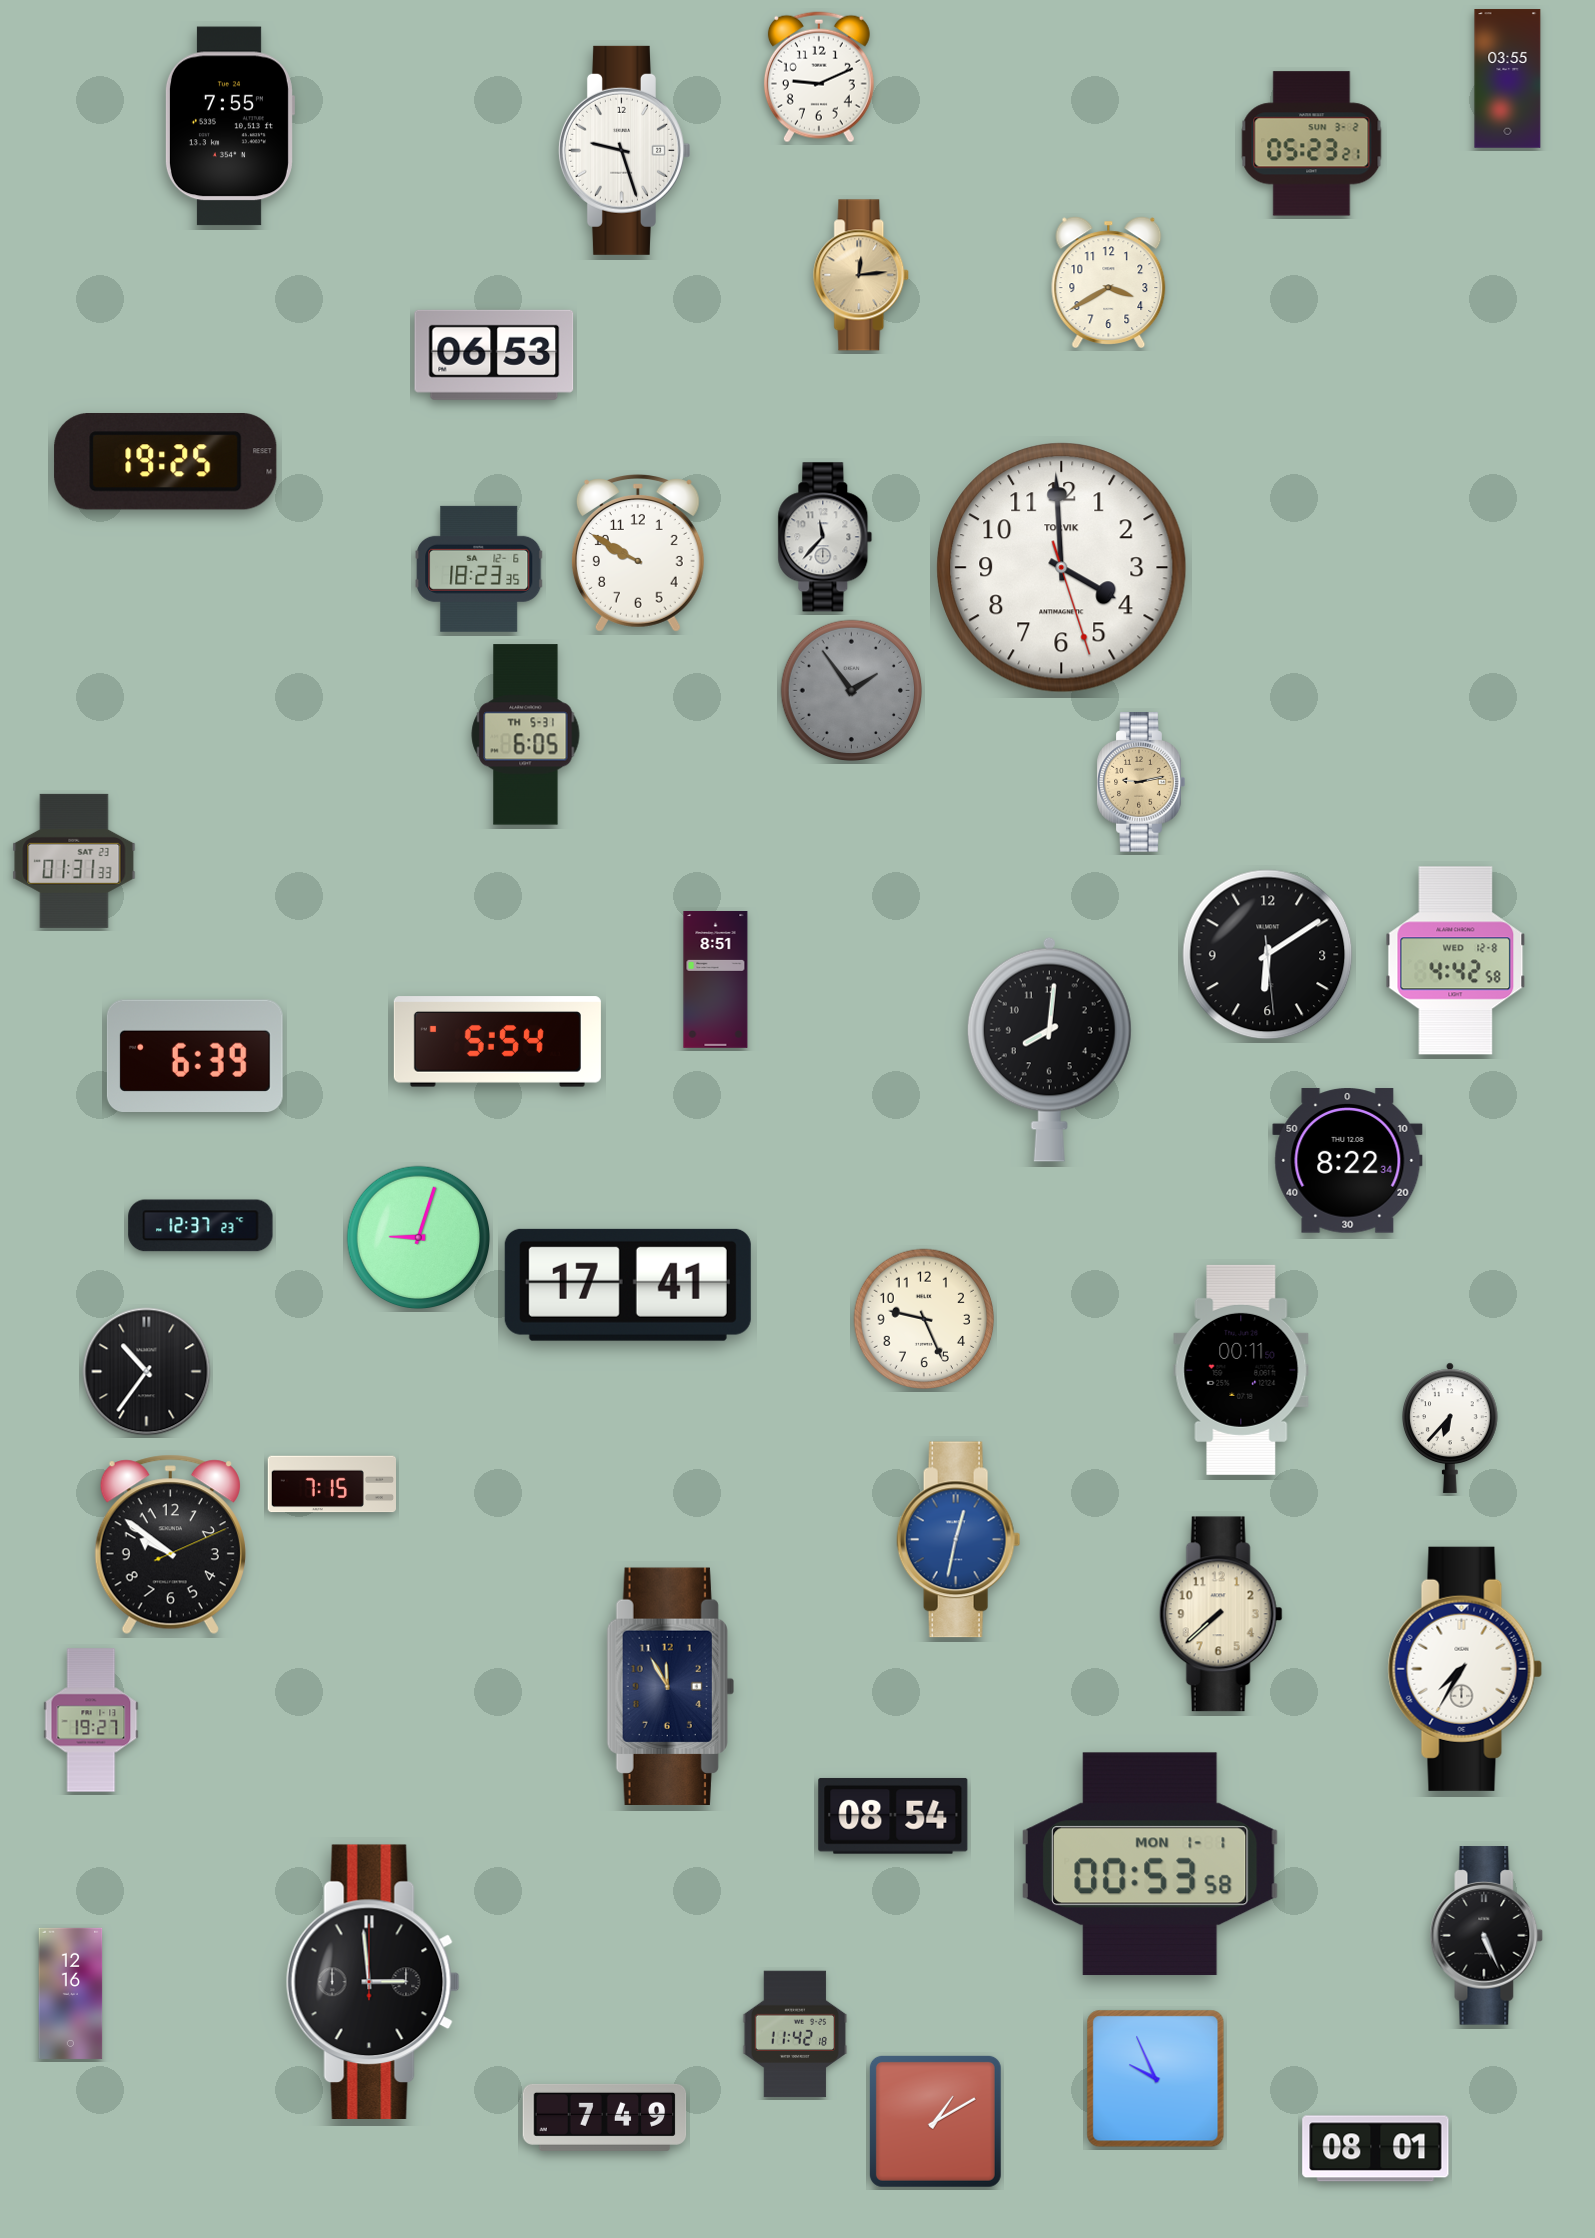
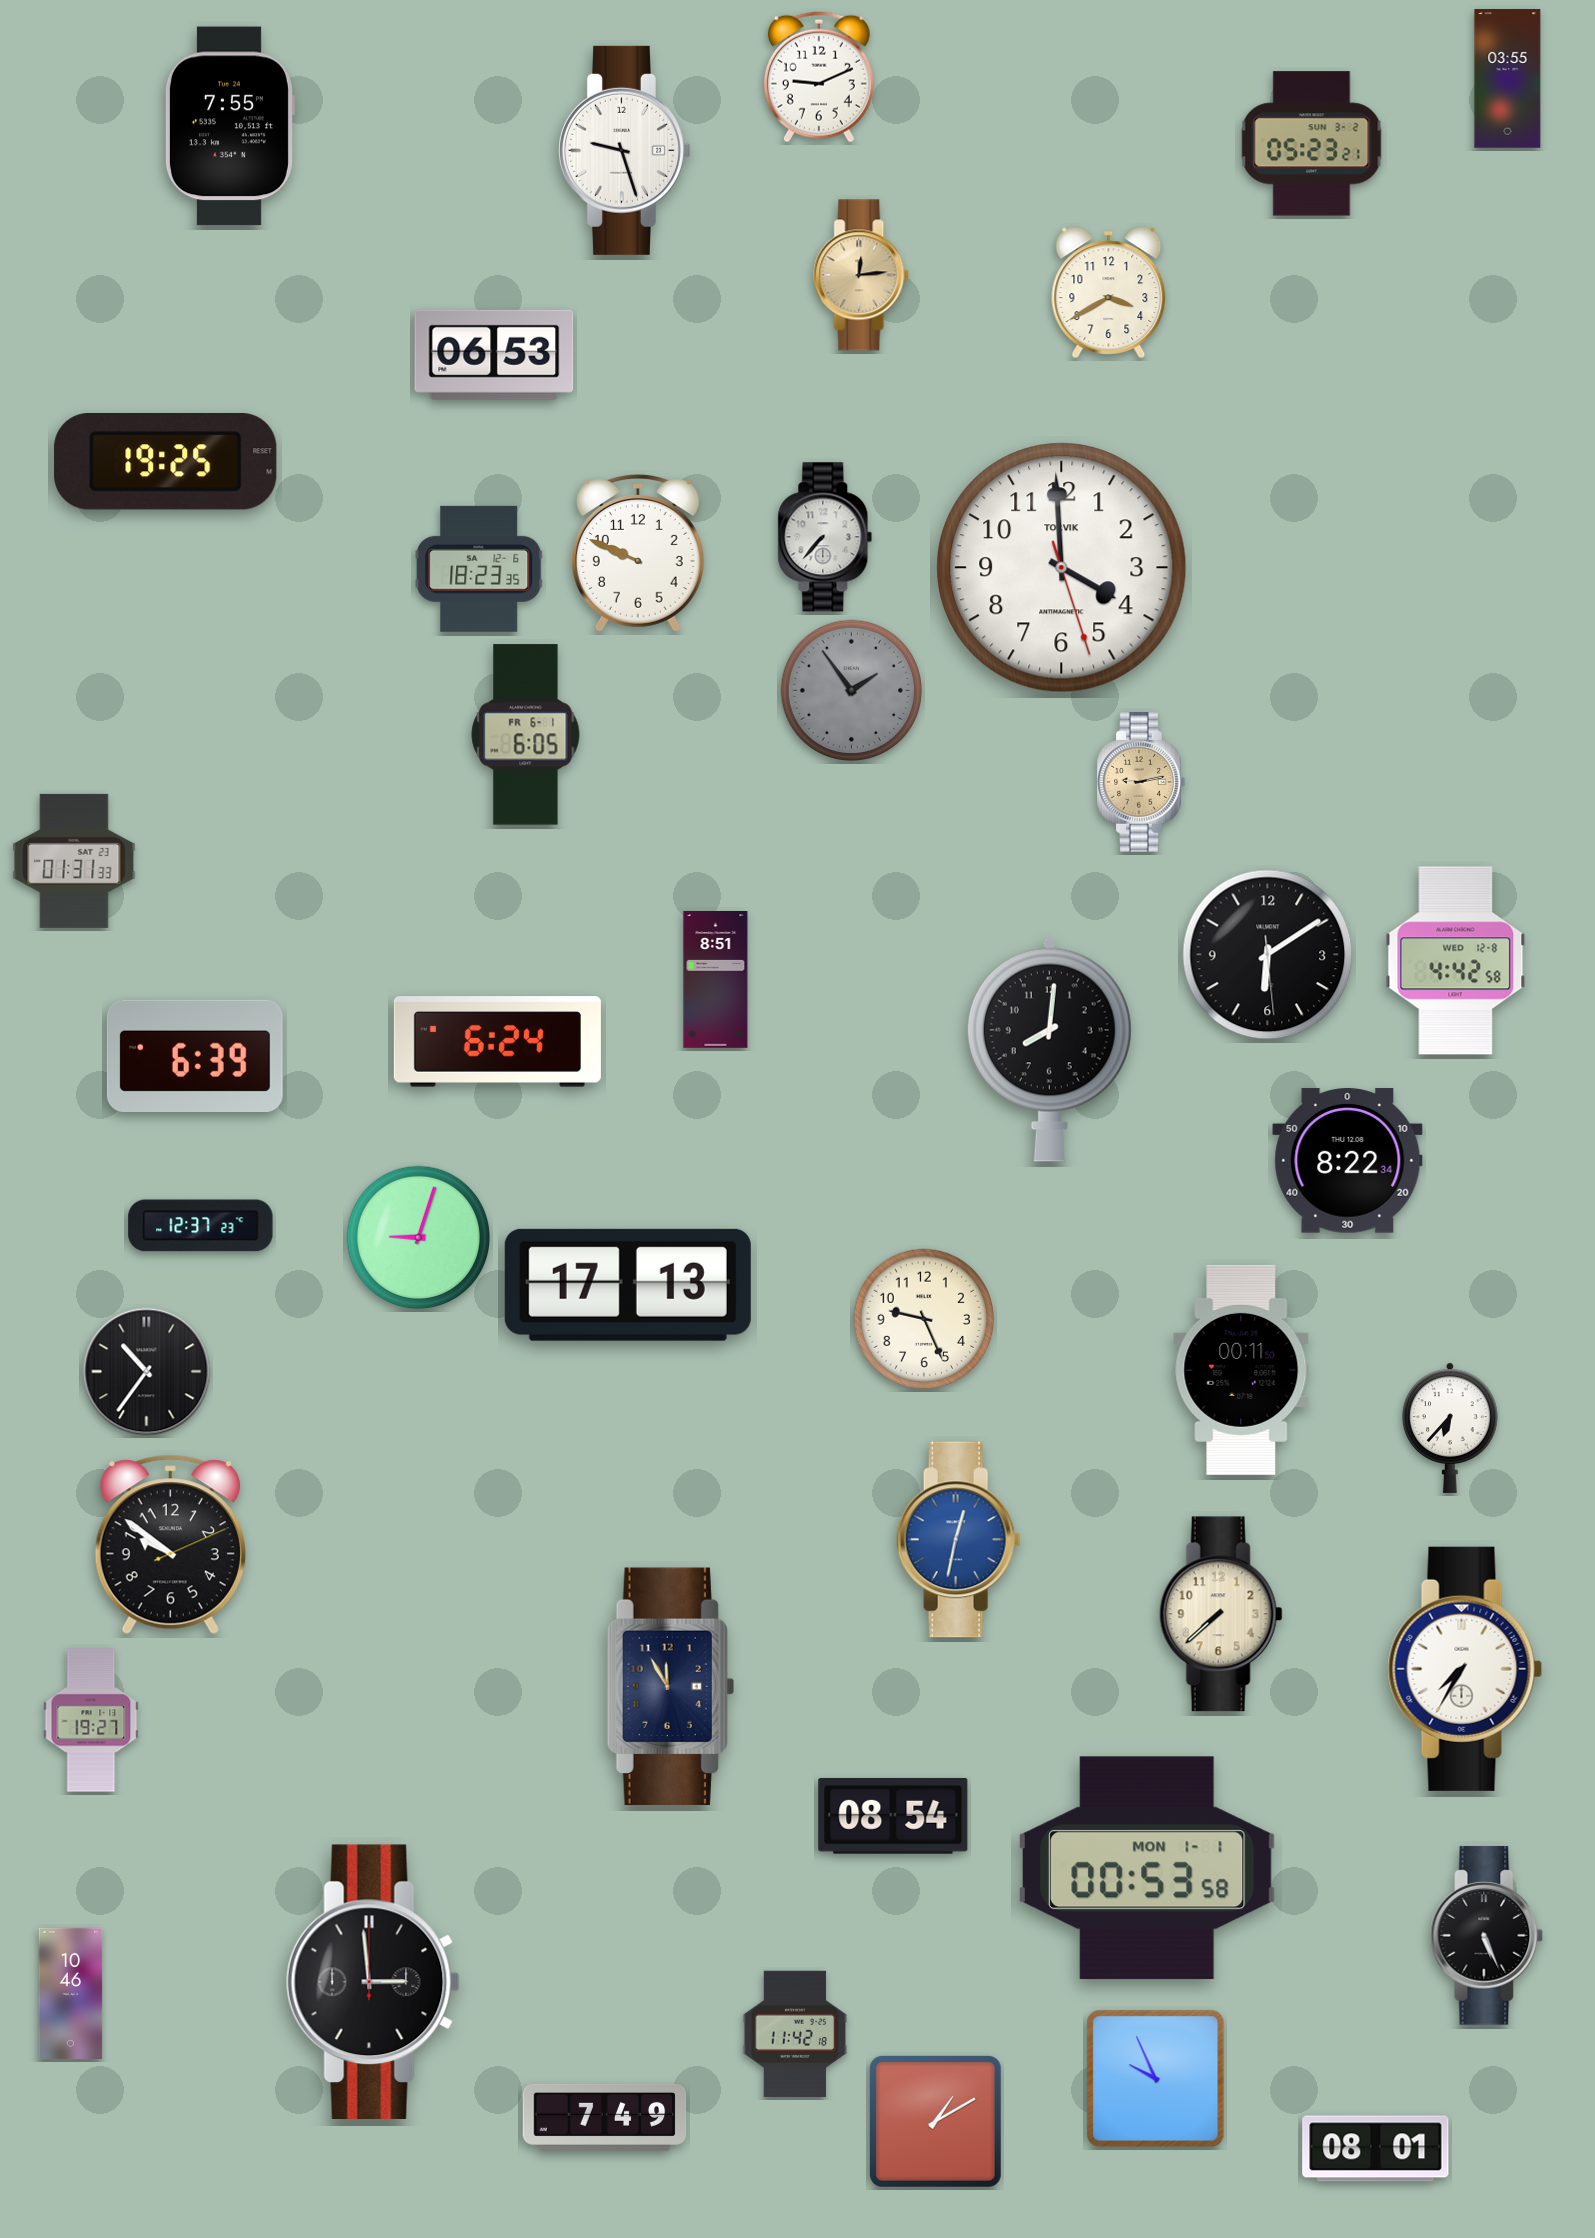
clock at (1109, 282) position: (1109, 282) -> (1109, 292)
clock at (825, 537): 11:37 -> 7:37
clock at (638, 553): 9:50 -> 9:49
clock at (526, 735) date: TH 5-31 -> FR 6-1
clock at (497, 1042): 5:54 -> 6:24
clock at (628, 1285): 17:41 -> 17:13
clock at (331, 1484): 7:15 -> none
clock at (1151, 1864) position: (1151, 1864) -> (1148, 1868)
clock at (71, 1993): 12:16 -> 10:46
